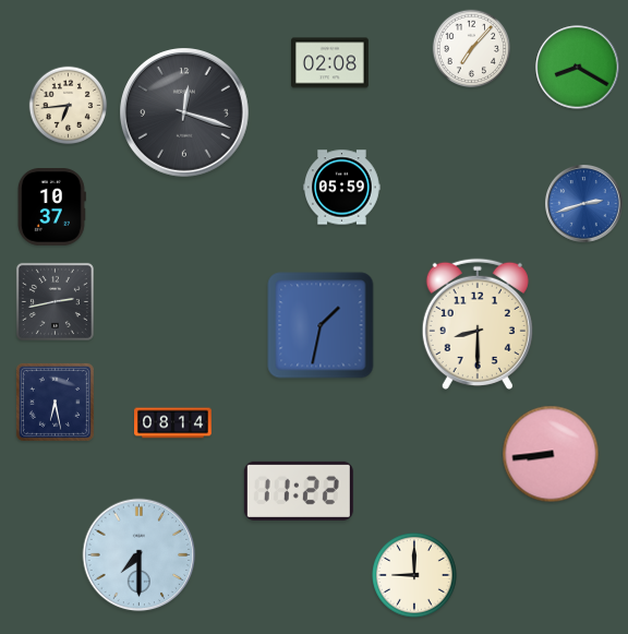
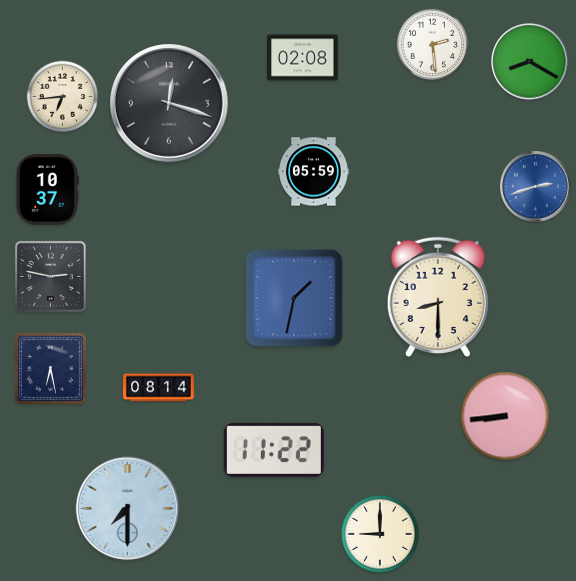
clock at (472, 49): 7:07 -> 2:29
clock at (55, 301): 2:43 -> 2:47
clock at (415, 576) position: (415, 576) -> (381, 535)
